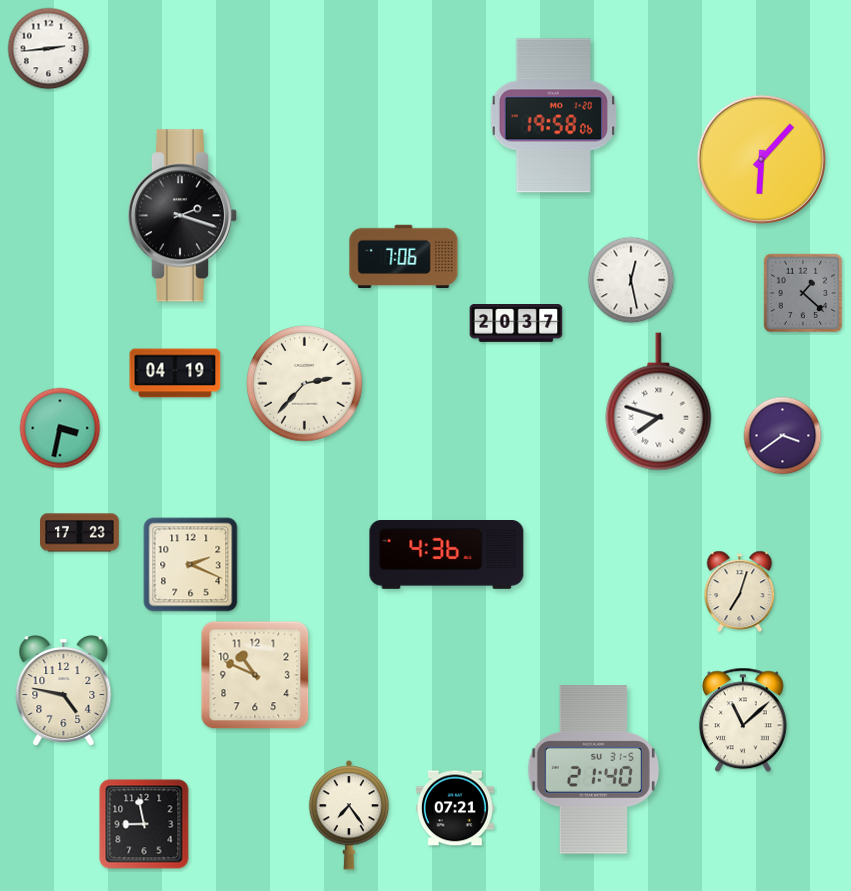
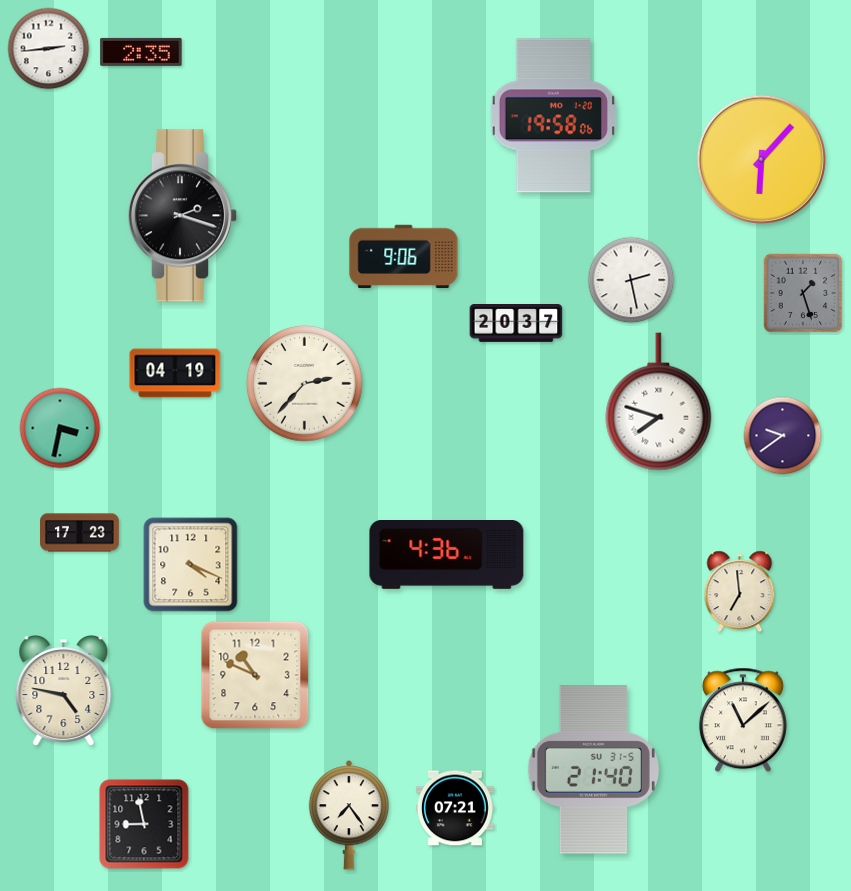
clock at (141, 52): none -> 2:35
clock at (404, 257): 7:06 -> 9:06
clock at (631, 280): 12:28 -> 2:28
clock at (803, 293): 1:22 -> 1:27
clock at (783, 436): 3:39 -> 9:39
clock at (191, 565): 2:19 -> 4:19
clock at (740, 592): 7:03 -> 6:59
